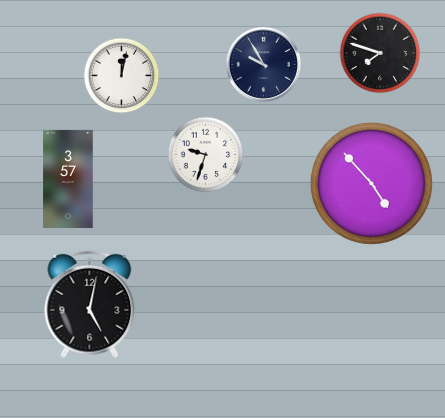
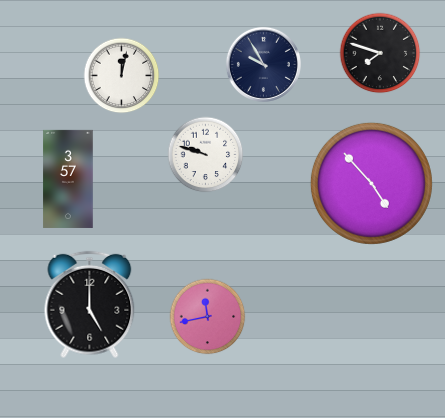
clock at (206, 155): 9:33 -> 9:48
clock at (90, 305): 5:02 -> 5:00
clock at (208, 317): none -> 11:43
